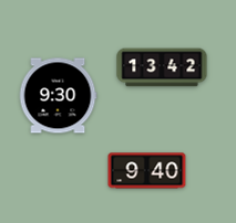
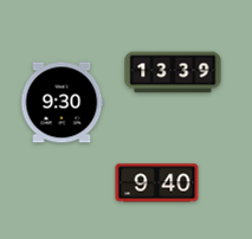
clock at (162, 67): 13:42 -> 13:39
